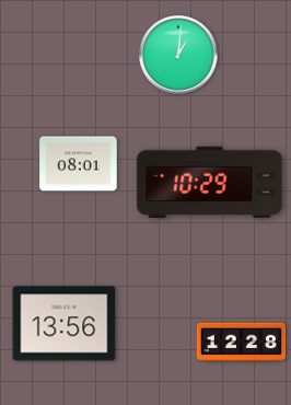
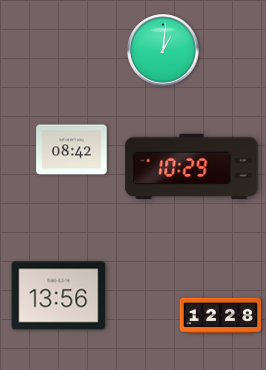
clock at (79, 164): 08:01 -> 08:42
clock at (242, 343) position: (242, 343) -> (221, 316)
